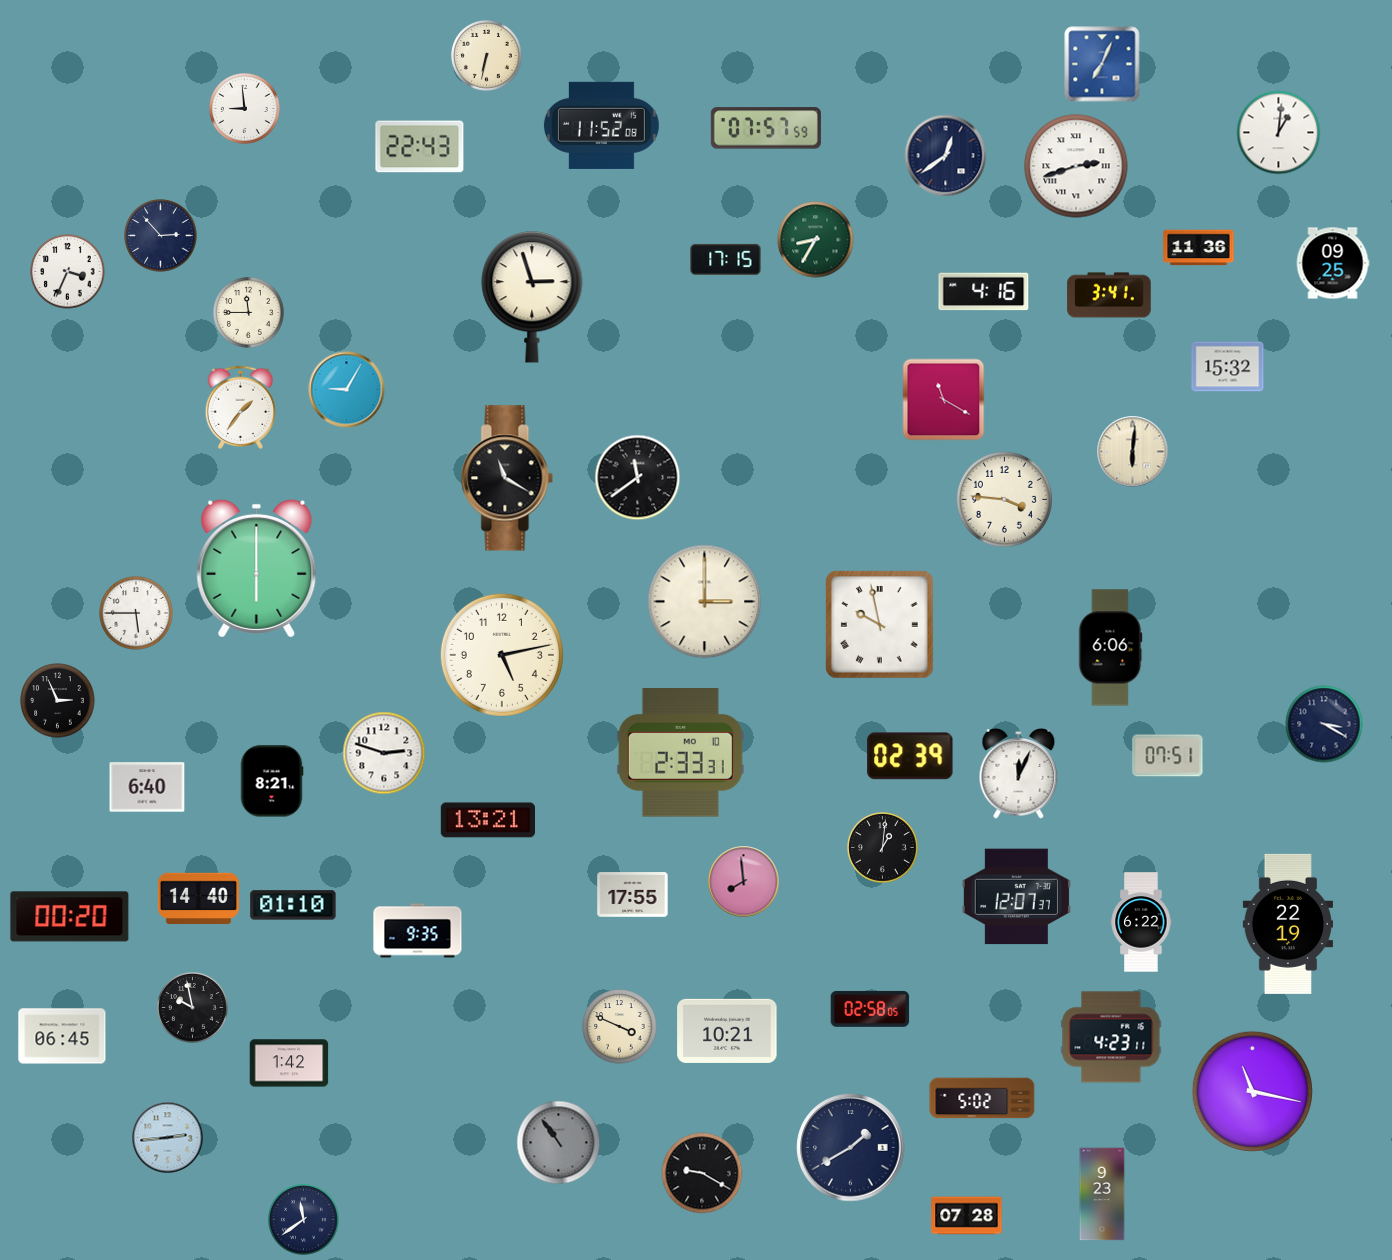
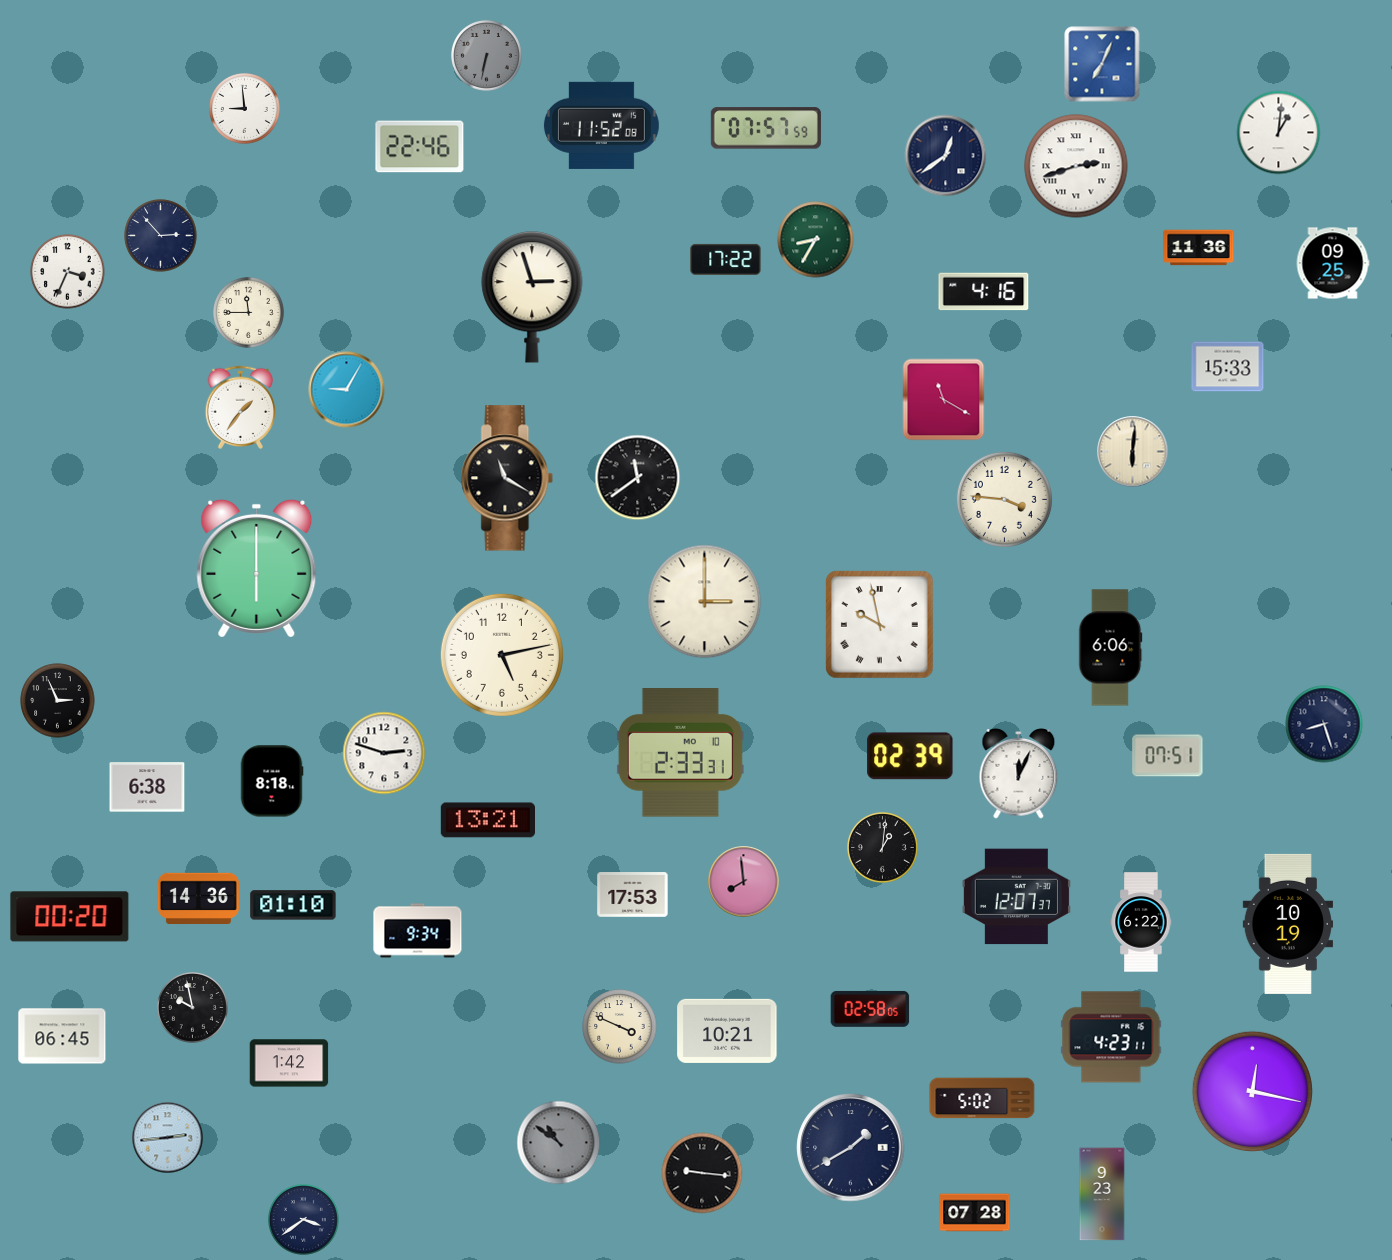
clock at (487, 56) dial: cream -> grey
clock at (420, 147): 22:43 -> 22:46
clock at (726, 259): 17:15 -> 17:22
clock at (1109, 295): 3:41 -> none
clock at (1228, 367): 15:32 -> 15:33
clock at (136, 613): 5:45 -> none
clock at (1324, 724): 3:20 -> 8:27
clock at (272, 781): 8:21 -> 8:18
clock at (147, 787): 6:40 -> 6:38
clock at (633, 895): 17:55 -> 17:53
clock at (198, 899): 14:40 -> 14:36
clock at (1287, 924): 22:19 -> 10:19
clock at (418, 931): 9:35 -> 9:34
clock at (1252, 1091): 11:17 -> 12:17
clock at (559, 1143): 10:54 -> 10:51
clock at (702, 1173): 9:20 -> 9:16
clock at (967, 1216) position: (967, 1216) -> (975, 1213)
clock at (304, 1220): 11:39 -> 3:39
